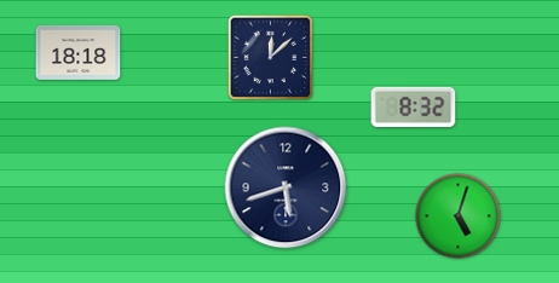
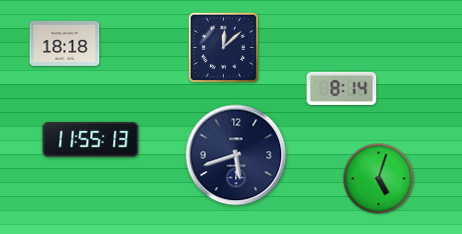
clock at (414, 106): 8:32 -> 8:14
clock at (91, 140): none -> 11:55
